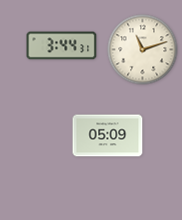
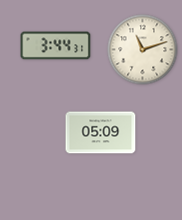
clock at (62, 46) position: (62, 46) -> (56, 46)
clock at (108, 136) position: (108, 136) -> (101, 133)
